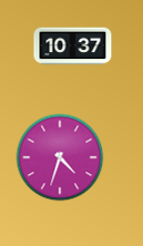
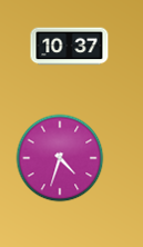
clock at (73, 47) position: (73, 47) -> (70, 47)
